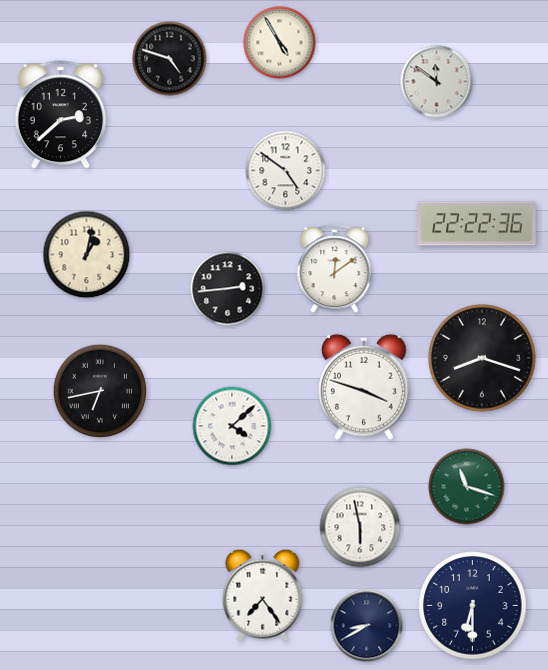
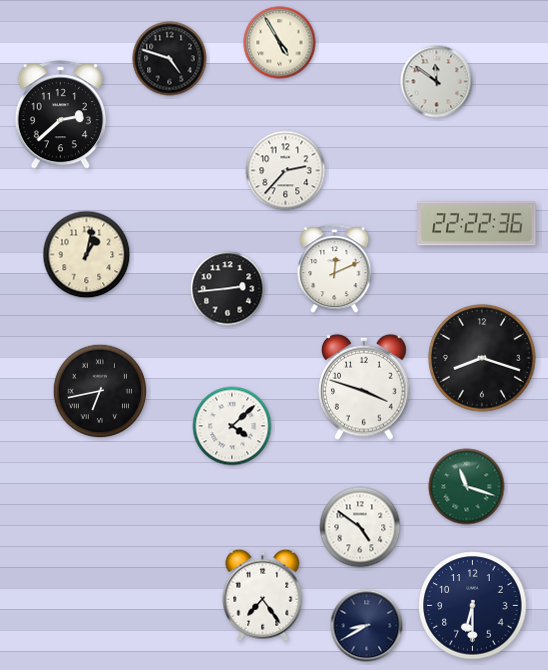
clock at (286, 171): 4:51 -> 2:37
clock at (335, 269): 12:09 -> 12:11
clock at (360, 527): 5:58 -> 4:51
